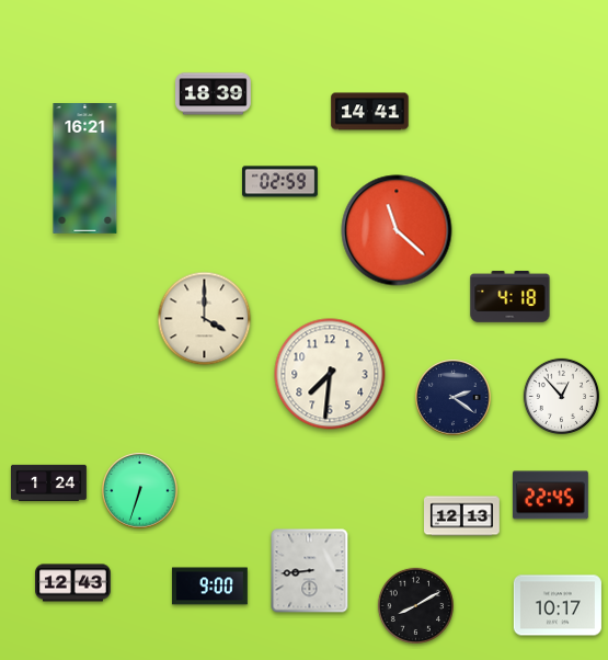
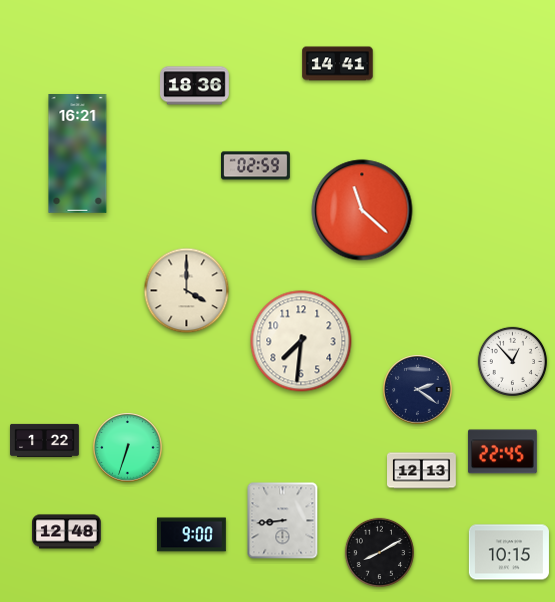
clock at (214, 94): 18:39 -> 18:36
clock at (370, 112) position: (370, 112) -> (338, 64)
clock at (511, 297): 4:18 -> none
clock at (454, 398) position: (454, 398) -> (418, 390)
clock at (49, 482): 1:24 -> 1:22
clock at (73, 583): 12:43 -> 12:48
clock at (558, 605): 10:17 -> 10:15
